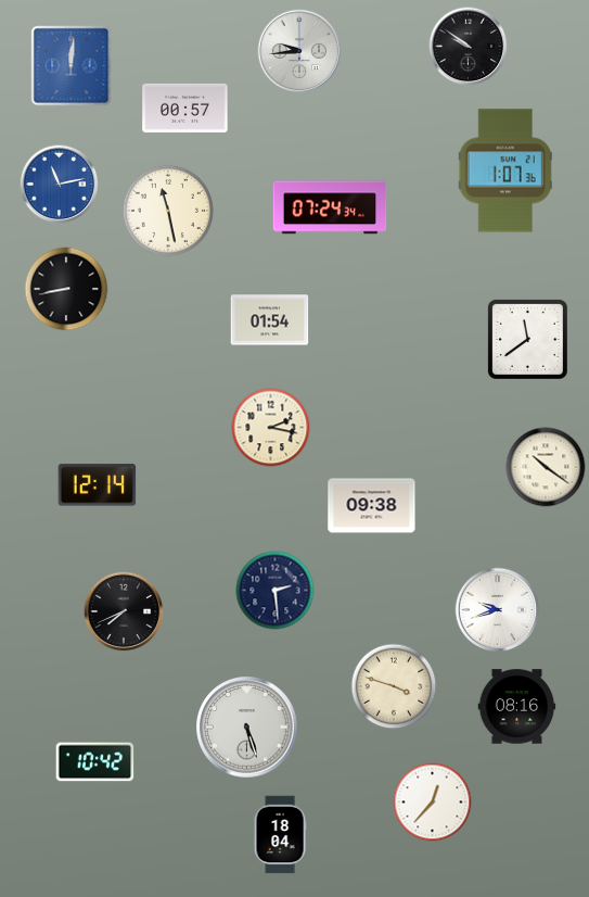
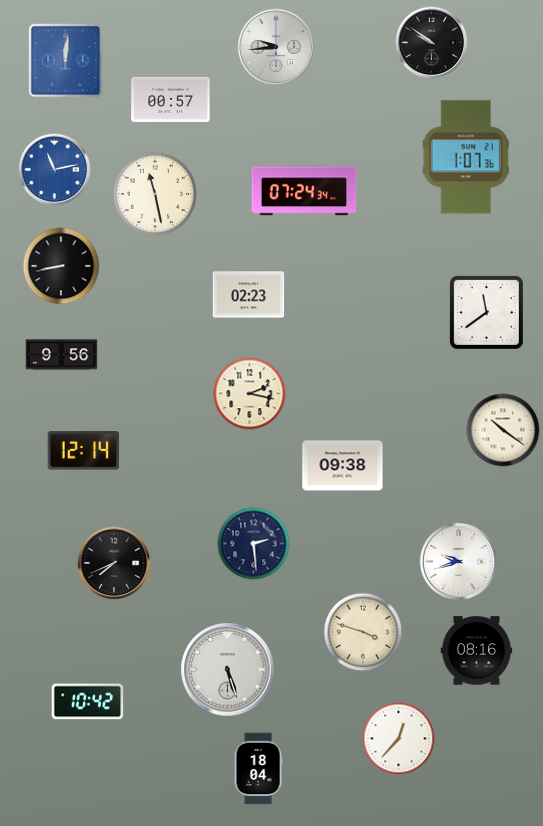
clock at (270, 320): 01:54 -> 02:23
clock at (62, 355): none -> 9:56
clock at (98, 485) position: (98, 485) -> (84, 451)
